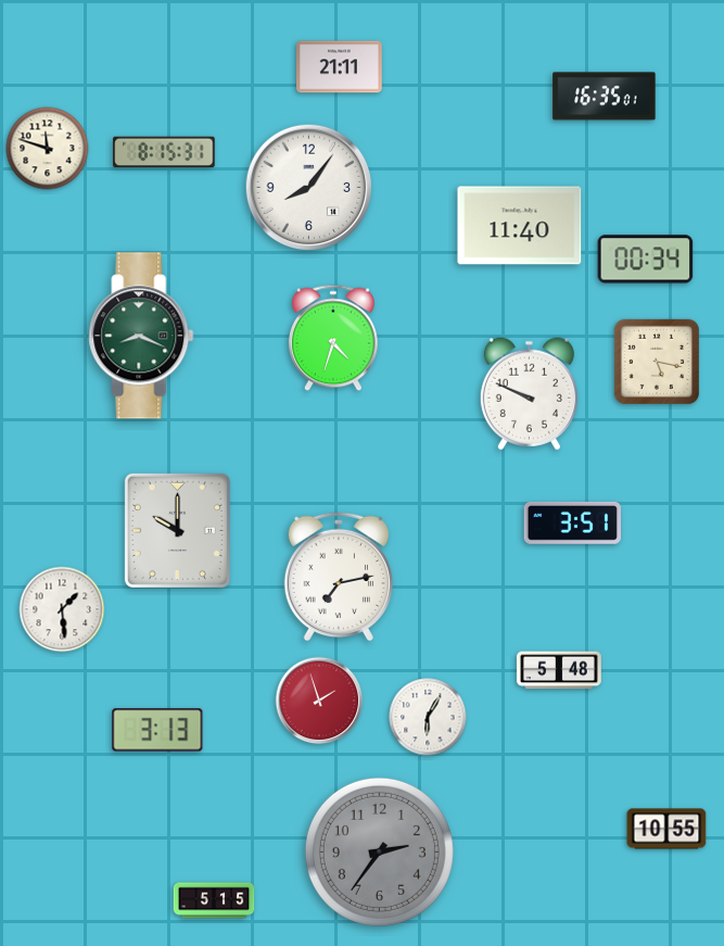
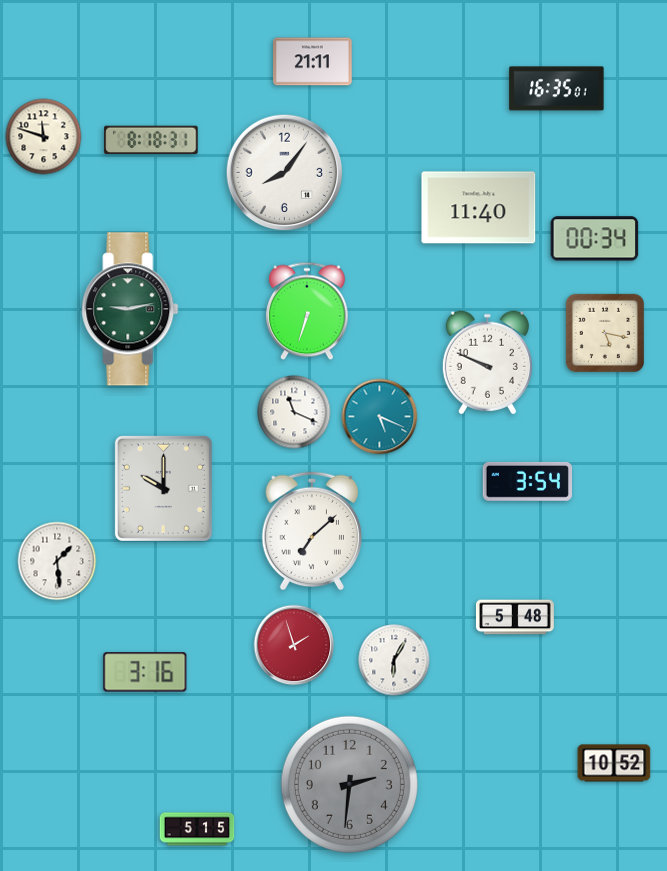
clock at (164, 152): 8:15 -> 8:18
clock at (141, 336): 8:19 -> 9:13
clock at (333, 338): 4:33 -> 6:33
clock at (294, 412): none -> 11:19
clock at (380, 417): none -> 5:19
clock at (572, 522): 3:51 -> 3:54
clock at (338, 577): 7:13 -> 7:08
clock at (157, 730): 3:13 -> 3:16
clock at (666, 829): 10:55 -> 10:52
clock at (379, 852): 2:36 -> 2:31
